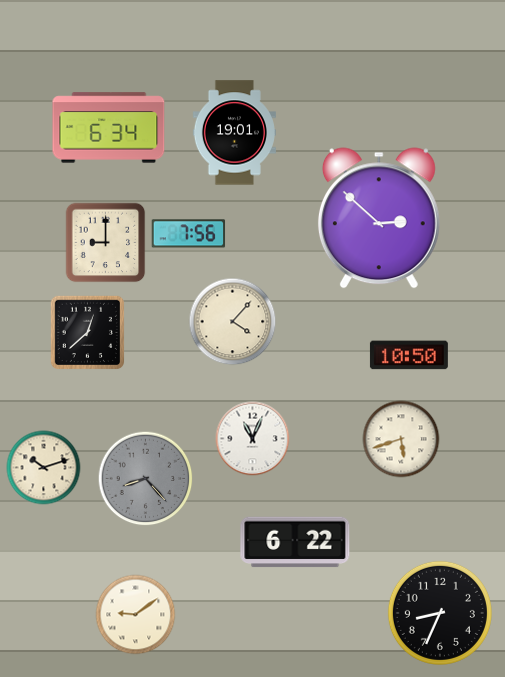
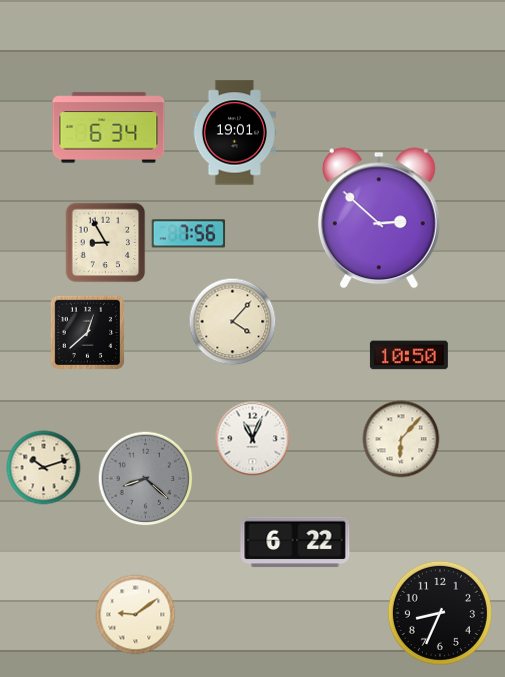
clock at (106, 243): 9:00 -> 8:55
clock at (401, 439): 5:42 -> 6:07
clock at (146, 479): 8:23 -> 8:22
